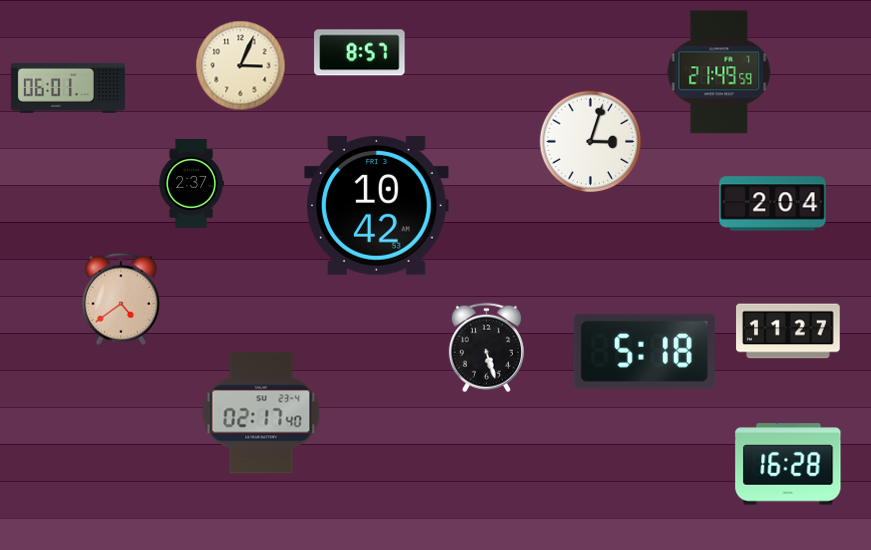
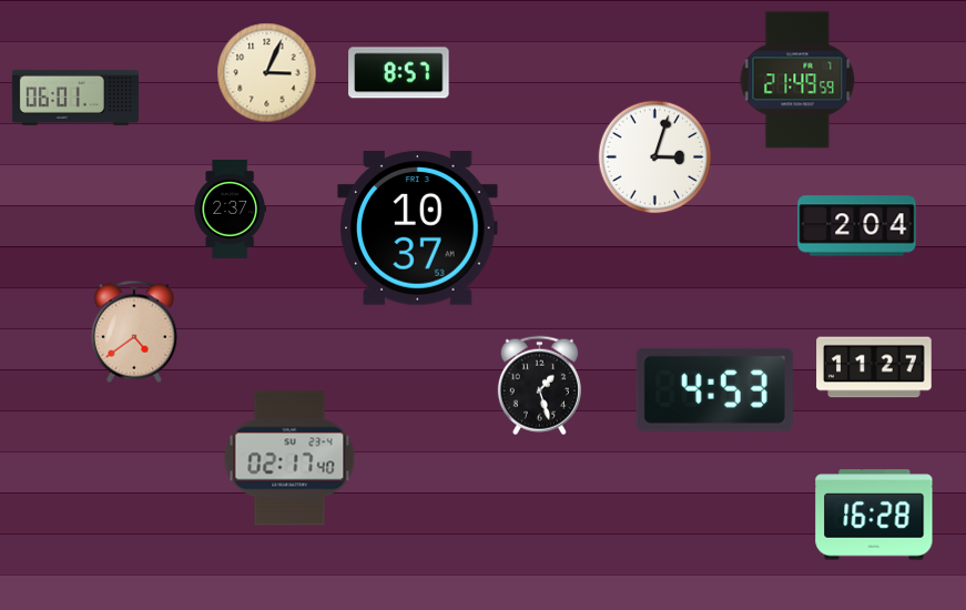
clock at (360, 53) position: (360, 53) -> (399, 73)
clock at (191, 184) position: (191, 184) -> (230, 210)
clock at (377, 206): 10:42 -> 10:37
clock at (486, 348): 5:27 -> 1:27
clock at (644, 351): 5:18 -> 4:53
